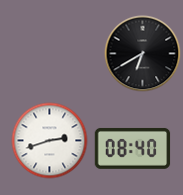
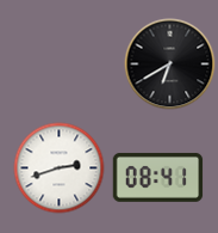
clock at (133, 148): 08:40 -> 08:41
